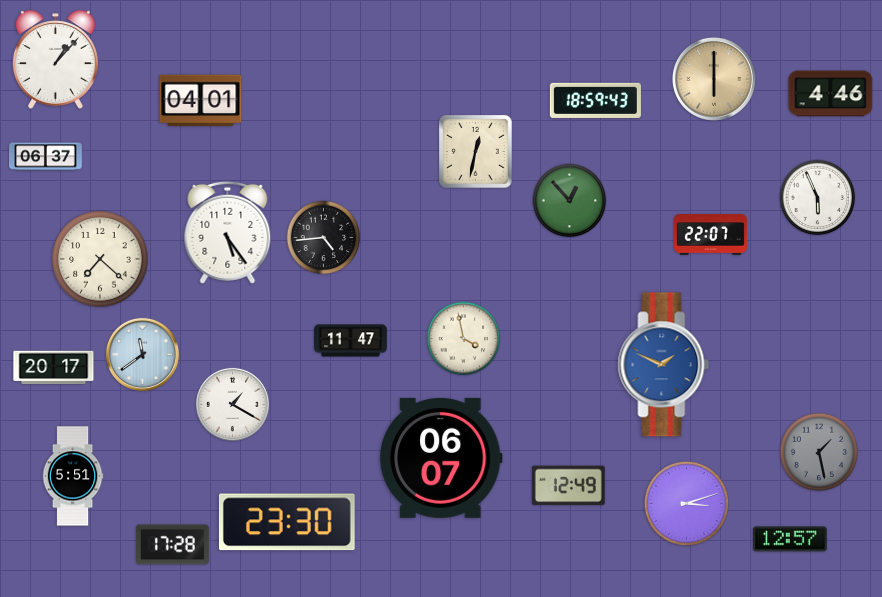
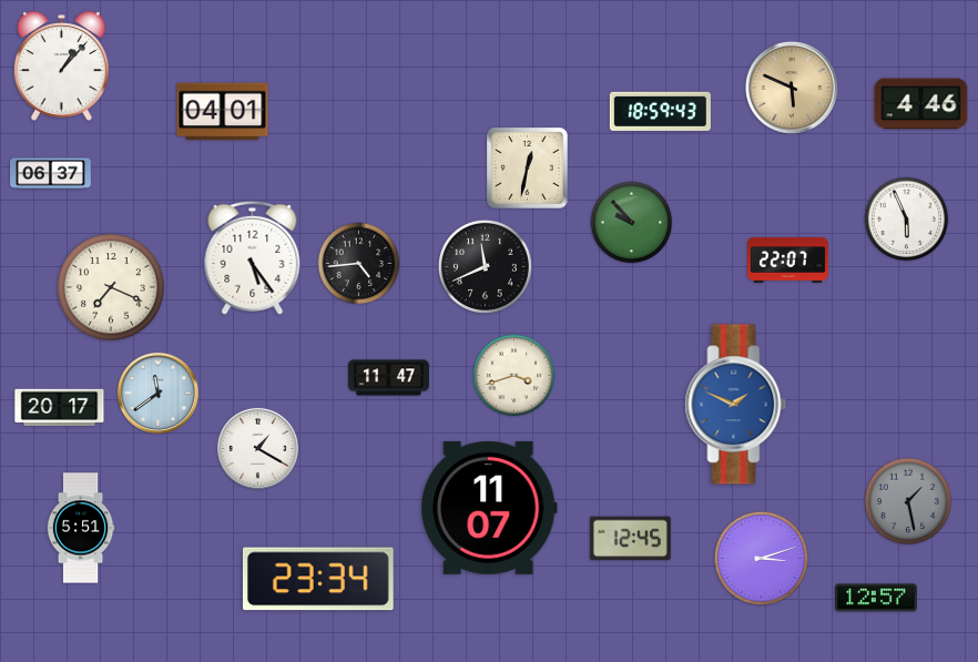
clock at (714, 79): 6:00 -> 5:49
clock at (570, 201): 12:53 -> 9:53
clock at (485, 266): none -> 11:41
clock at (100, 259): 7:22 -> 7:19
clock at (464, 339): 3:58 -> 3:42
clock at (441, 458): 06:07 -> 11:07
clock at (568, 486): 12:49 -> 12:45
clock at (287, 522): 23:30 -> 23:34
clock at (172, 545): 17:28 -> none
